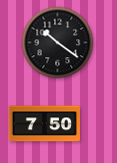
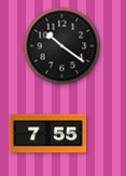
clock at (44, 124): 7:50 -> 7:55
